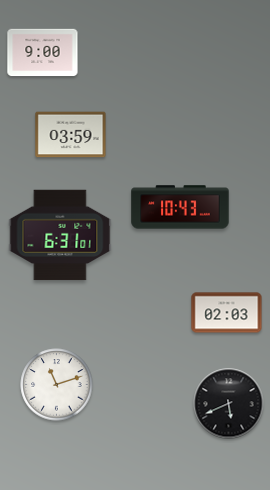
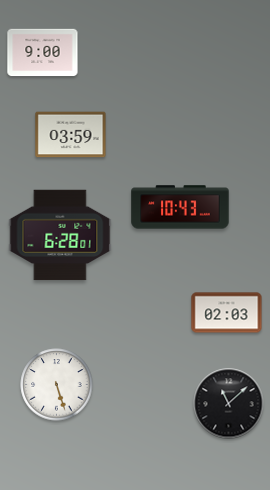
clock at (60, 235): 6:31 -> 6:28
clock at (57, 385): 11:12 -> 5:27
clock at (229, 404): 5:41 -> 11:08
